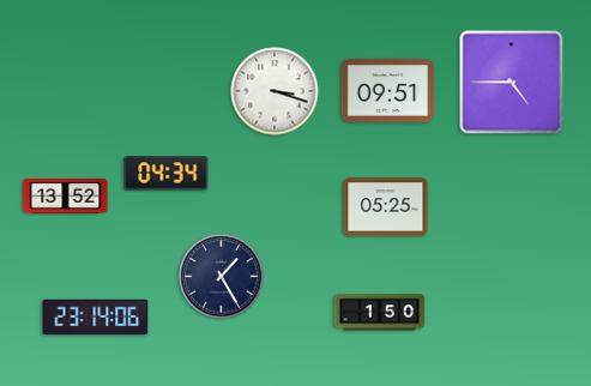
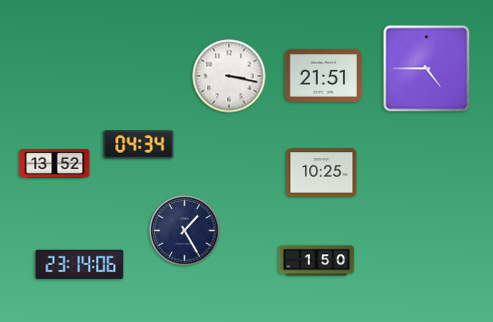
clock at (388, 90): 09:51 -> 21:51
clock at (275, 91): 3:18 -> 3:17
clock at (386, 207): 05:25 -> 10:25
